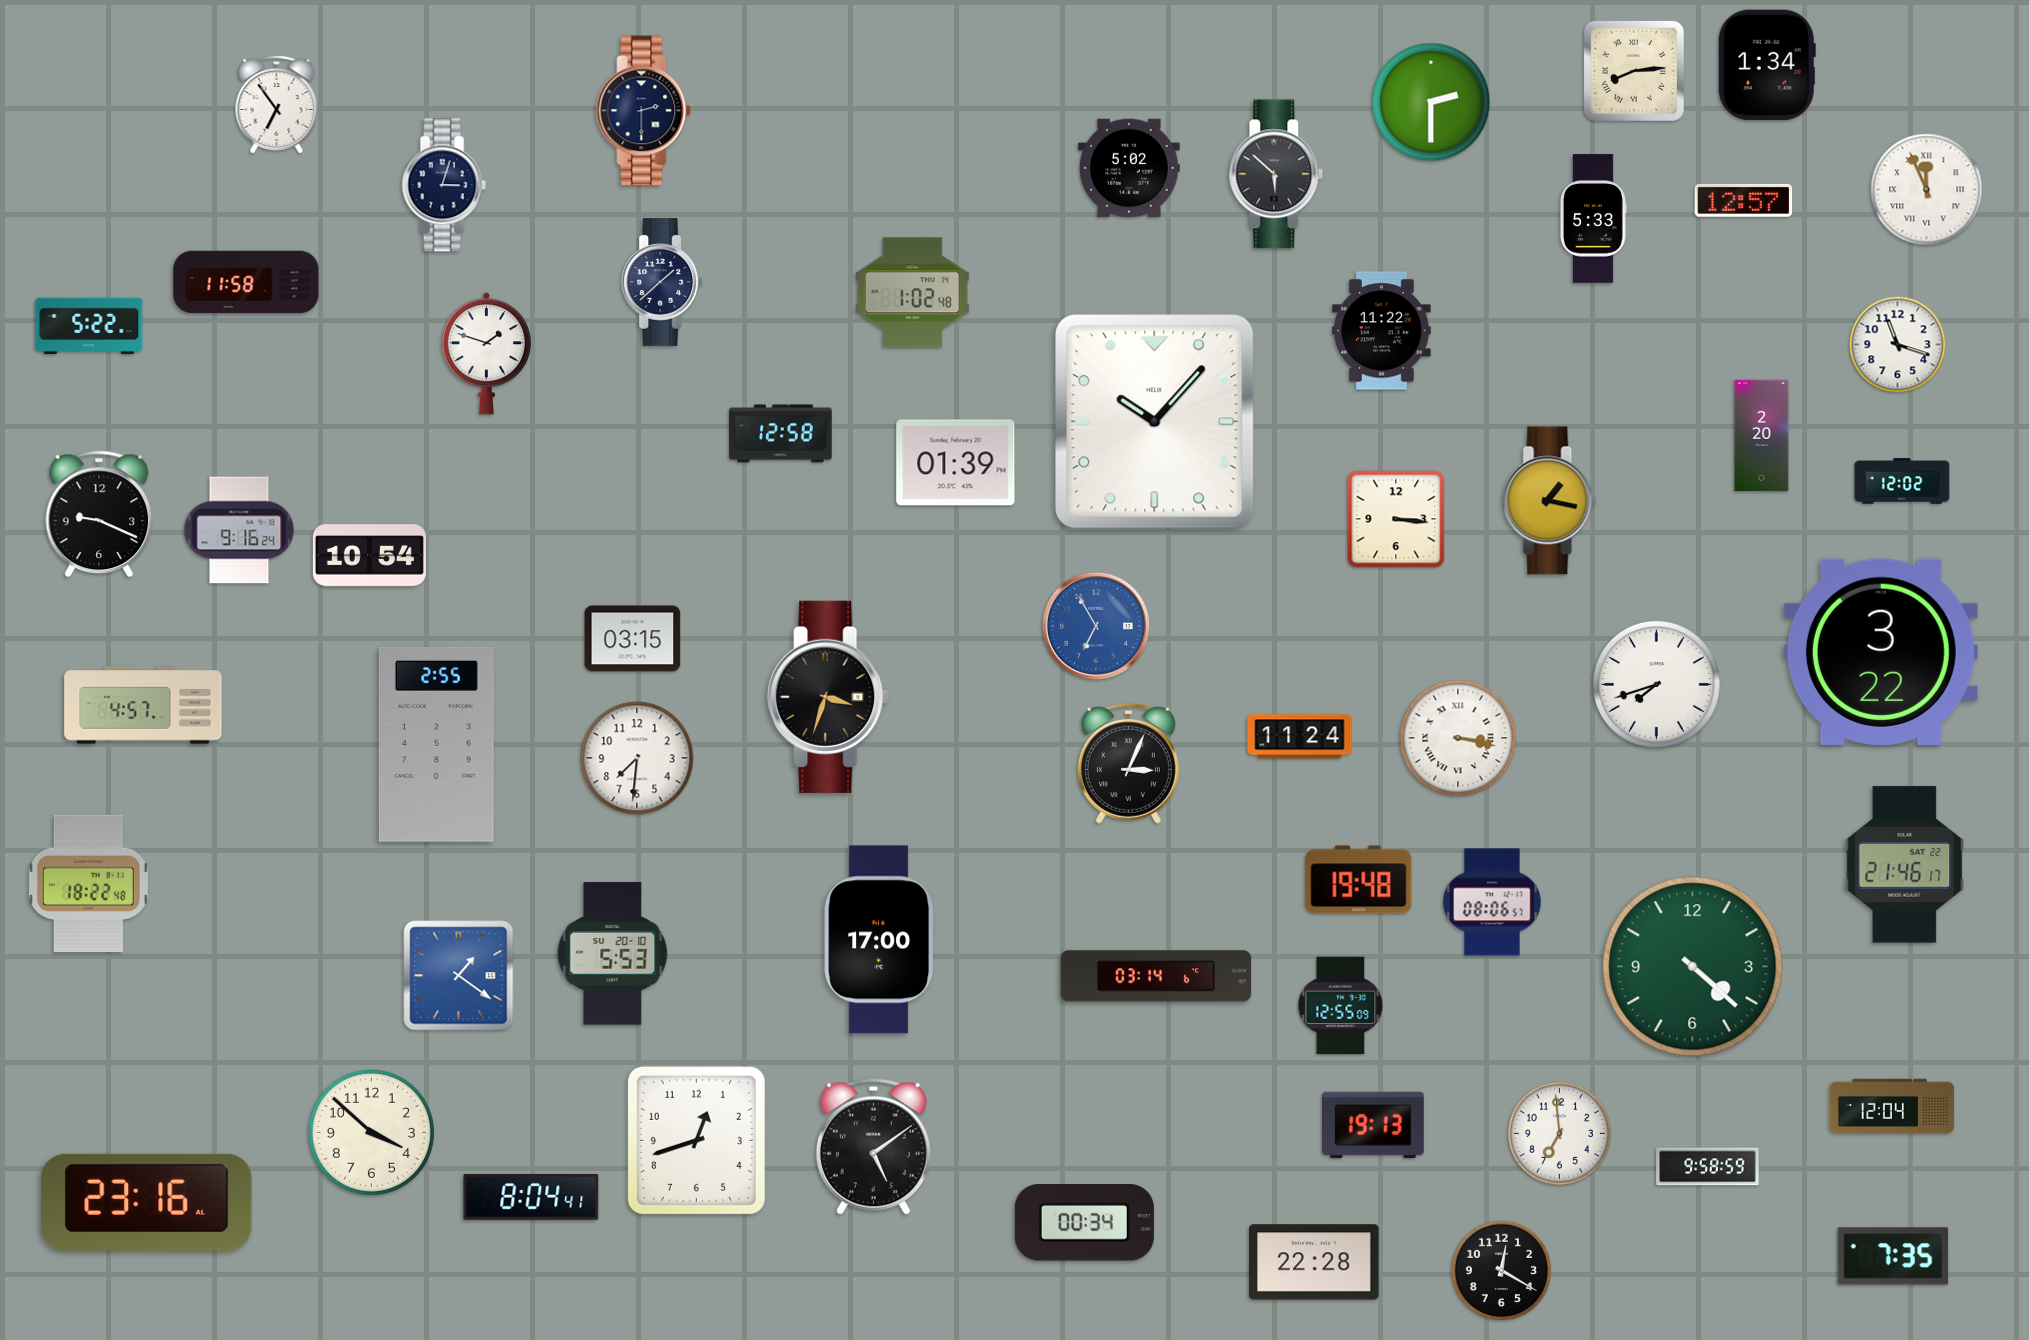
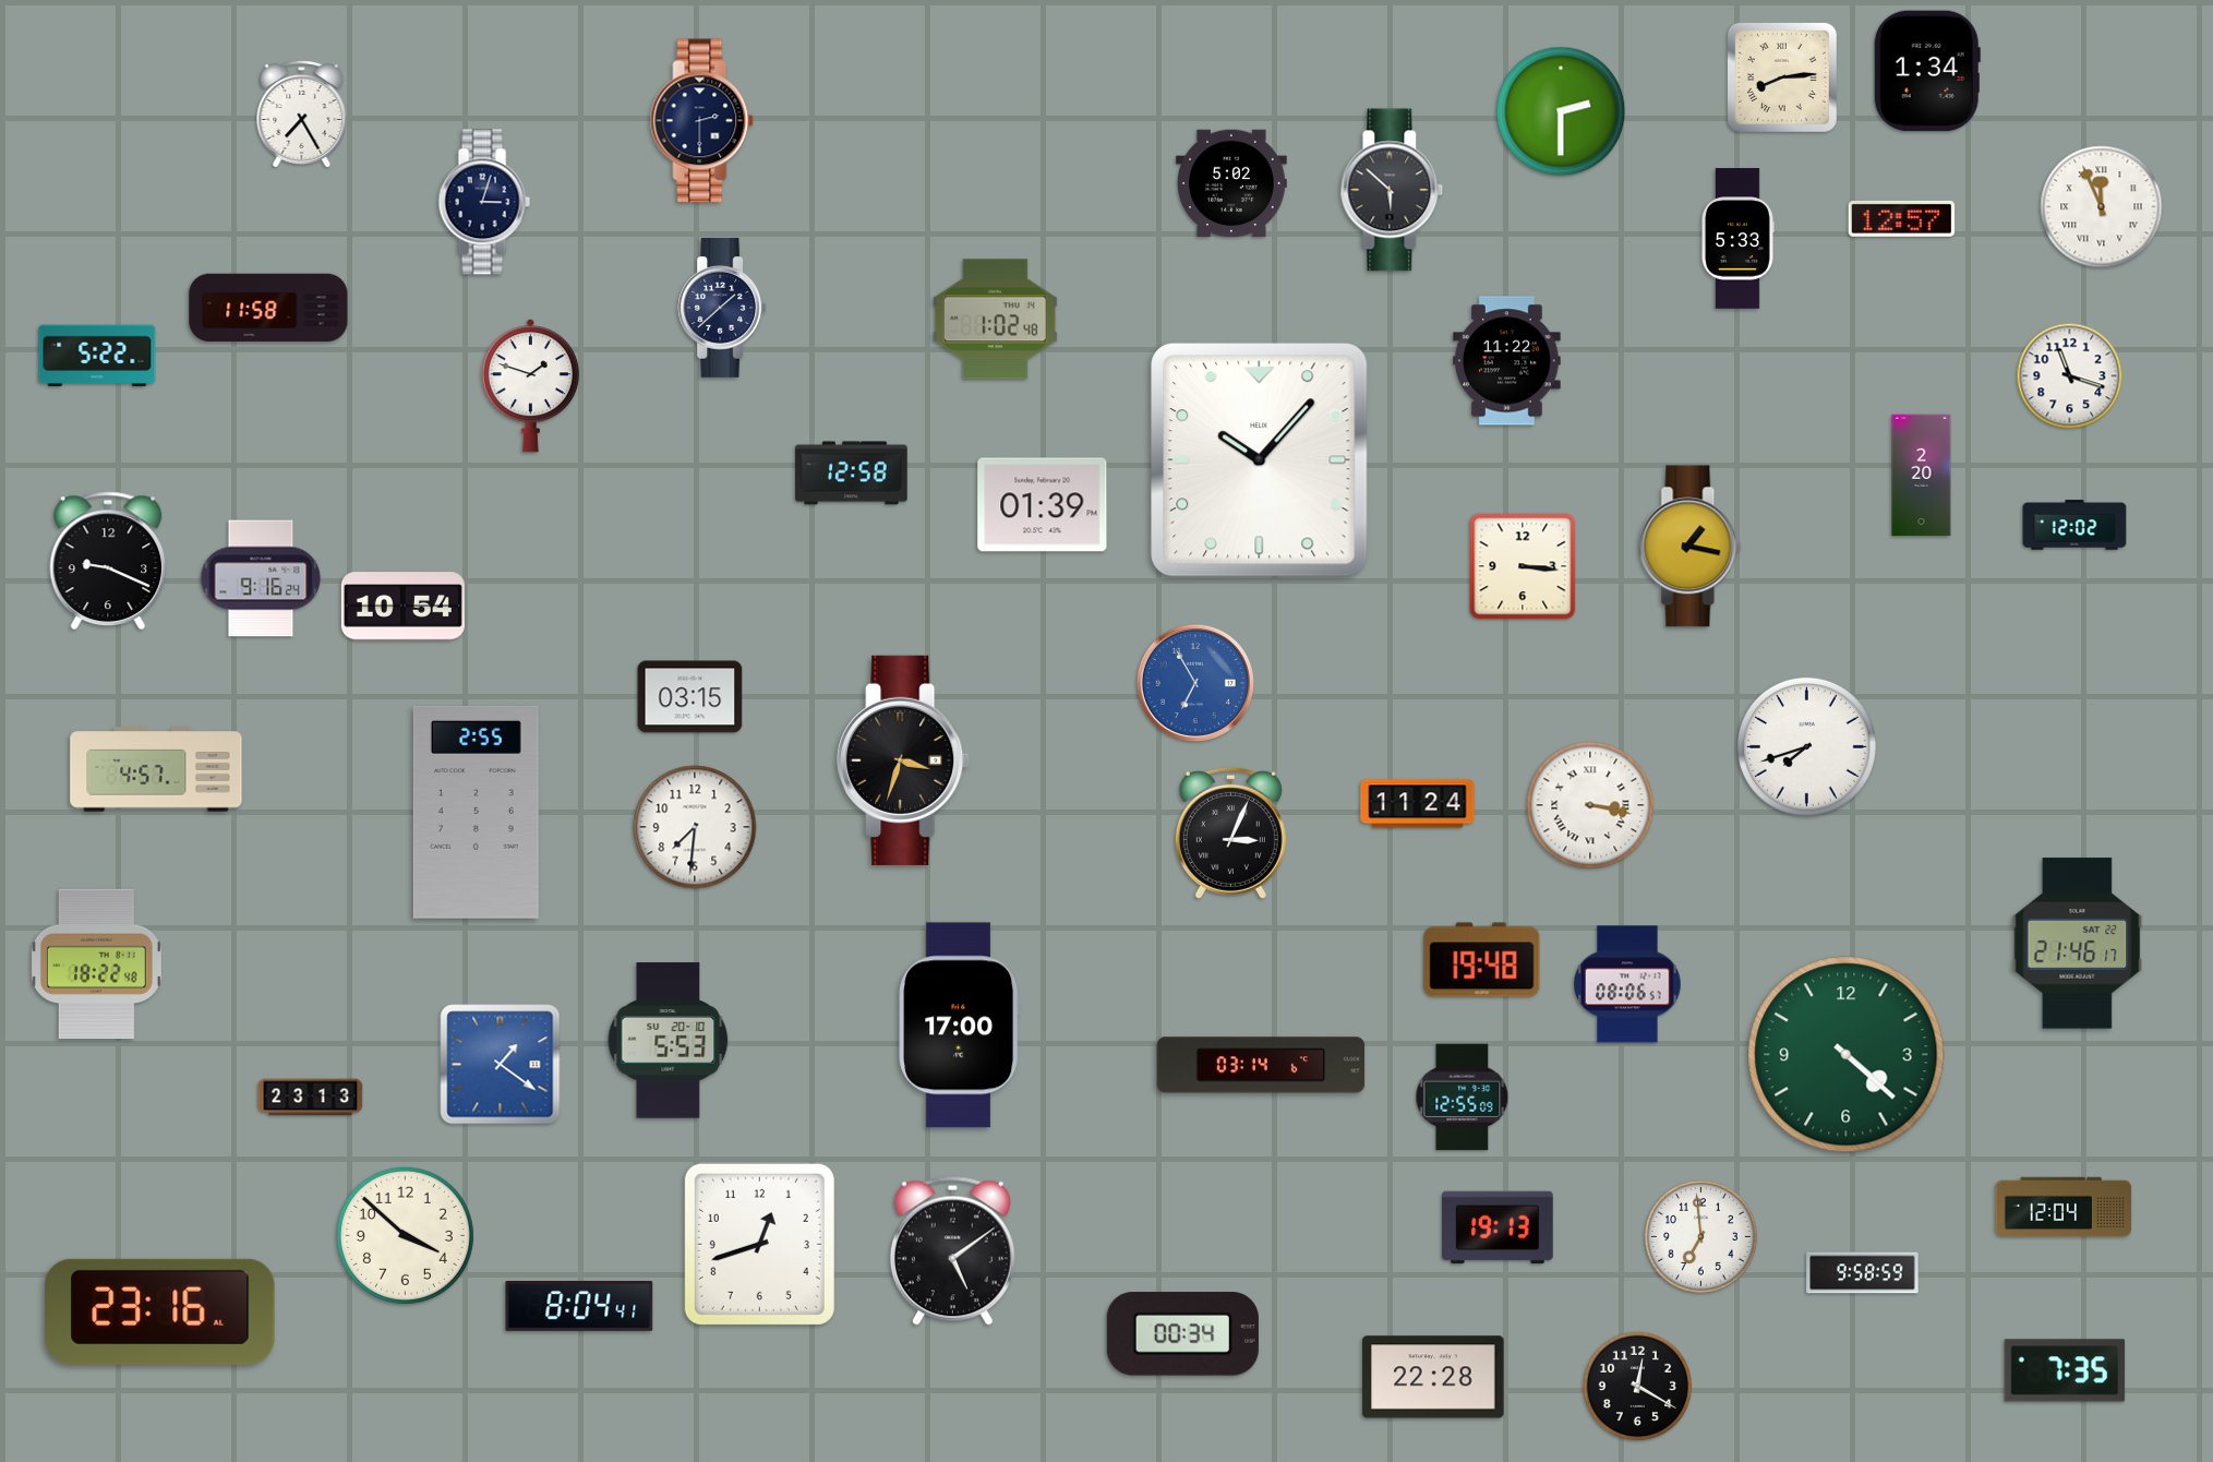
clock at (277, 104): 6:54 -> 7:25
clock at (1881, 652): 3:22 -> none
clock at (311, 1098): none -> 23:13
